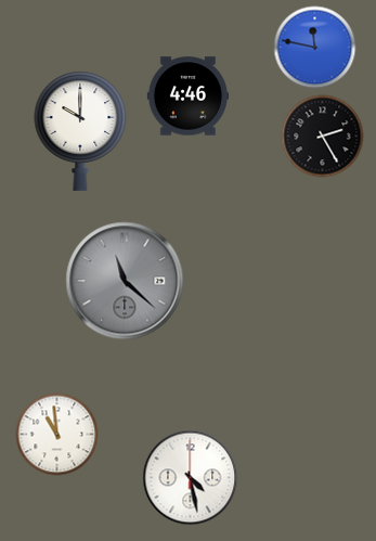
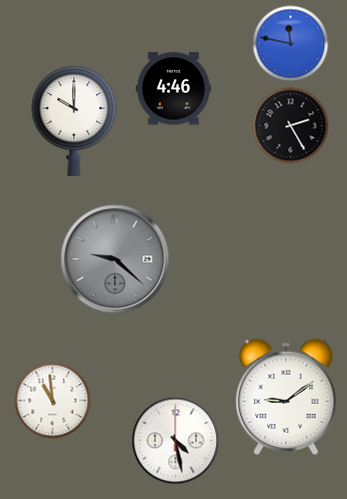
clock at (323, 137) position: (323, 137) -> (291, 126)
clock at (125, 281): 11:22 -> 9:22
clock at (286, 397): none -> 9:09
